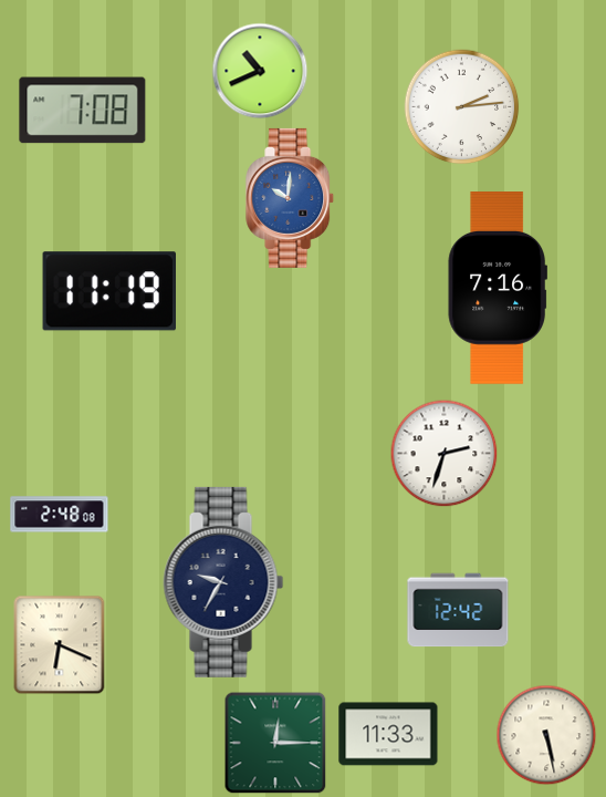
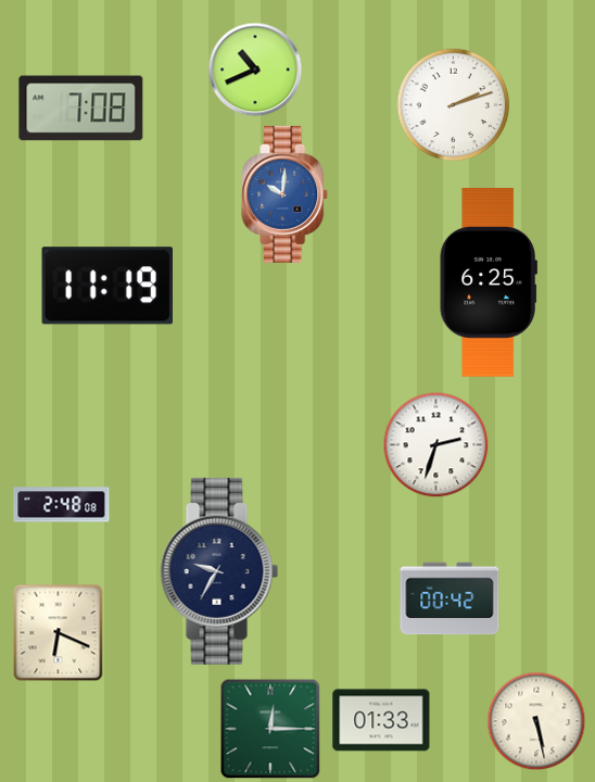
clock at (462, 107): 2:14 -> 2:12
clock at (498, 289): 7:16 -> 6:25
clock at (60, 515) position: (60, 515) -> (62, 505)
clock at (458, 610): 12:42 -> 00:42
clock at (388, 734): 11:33 -> 01:33
